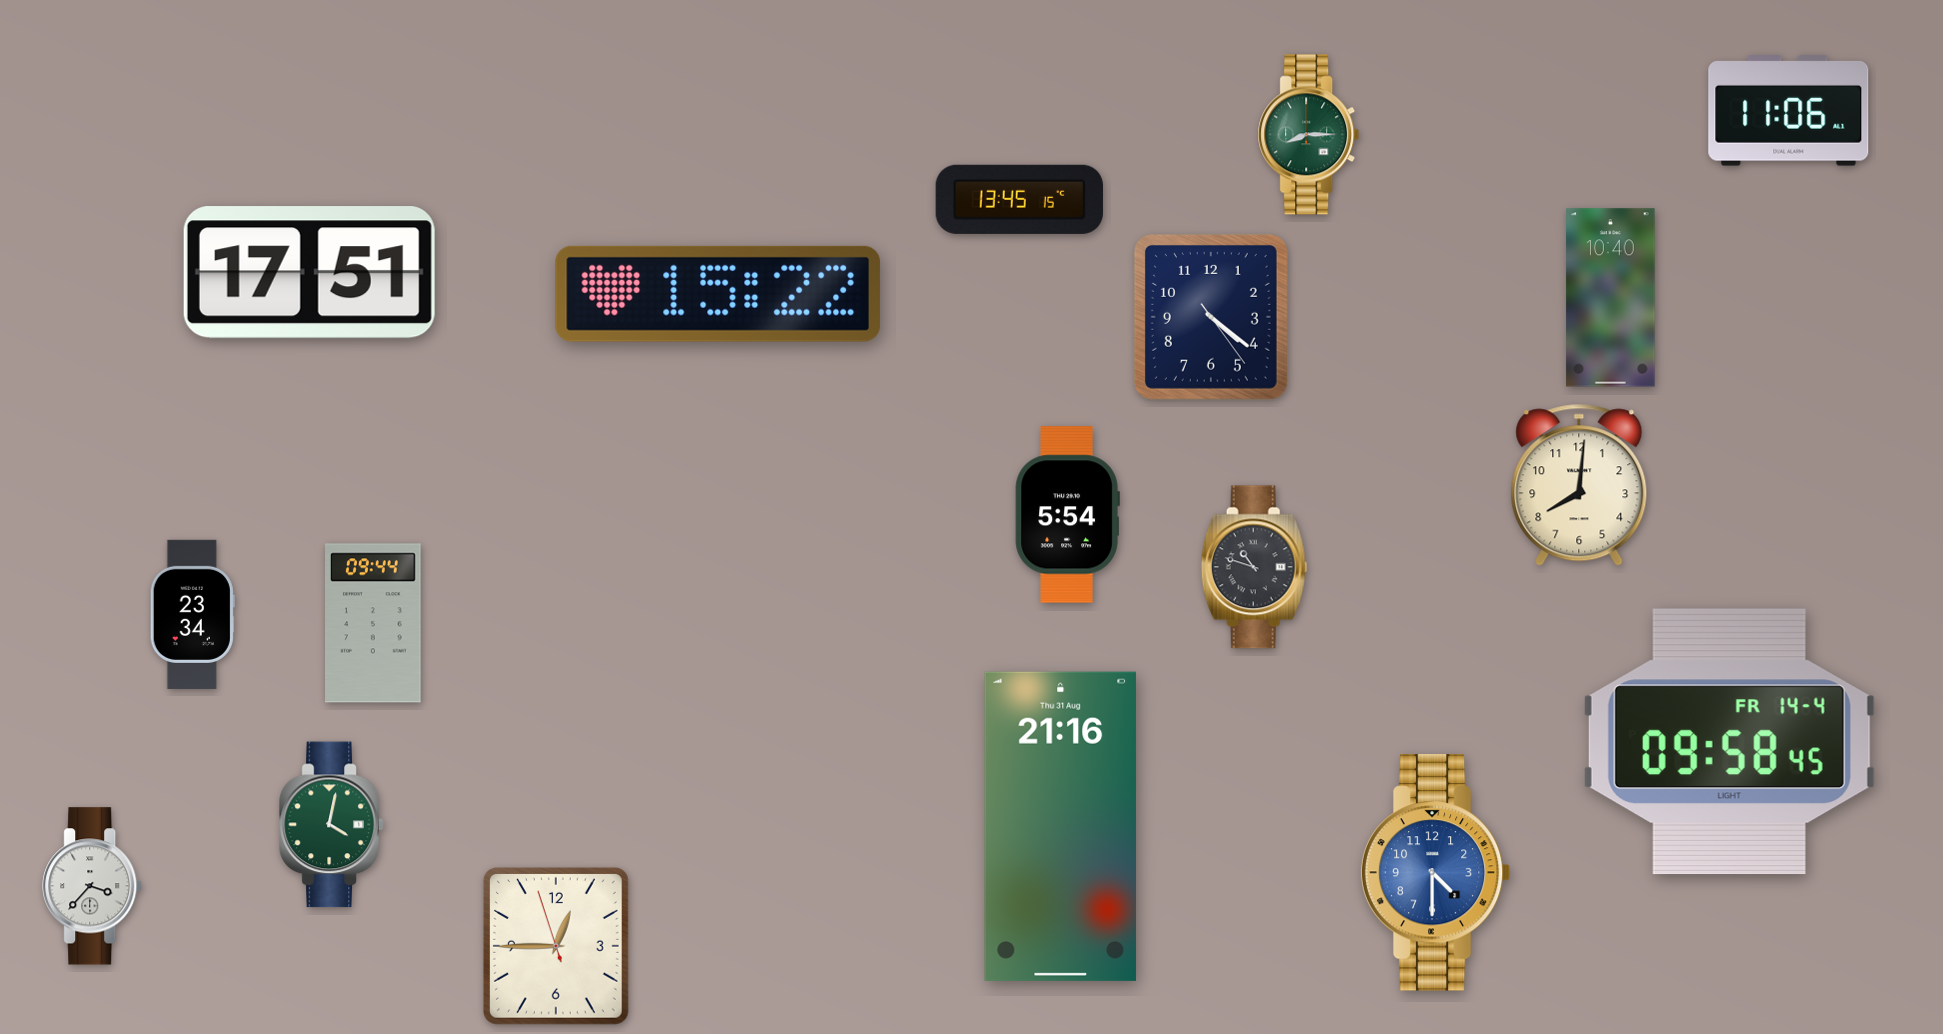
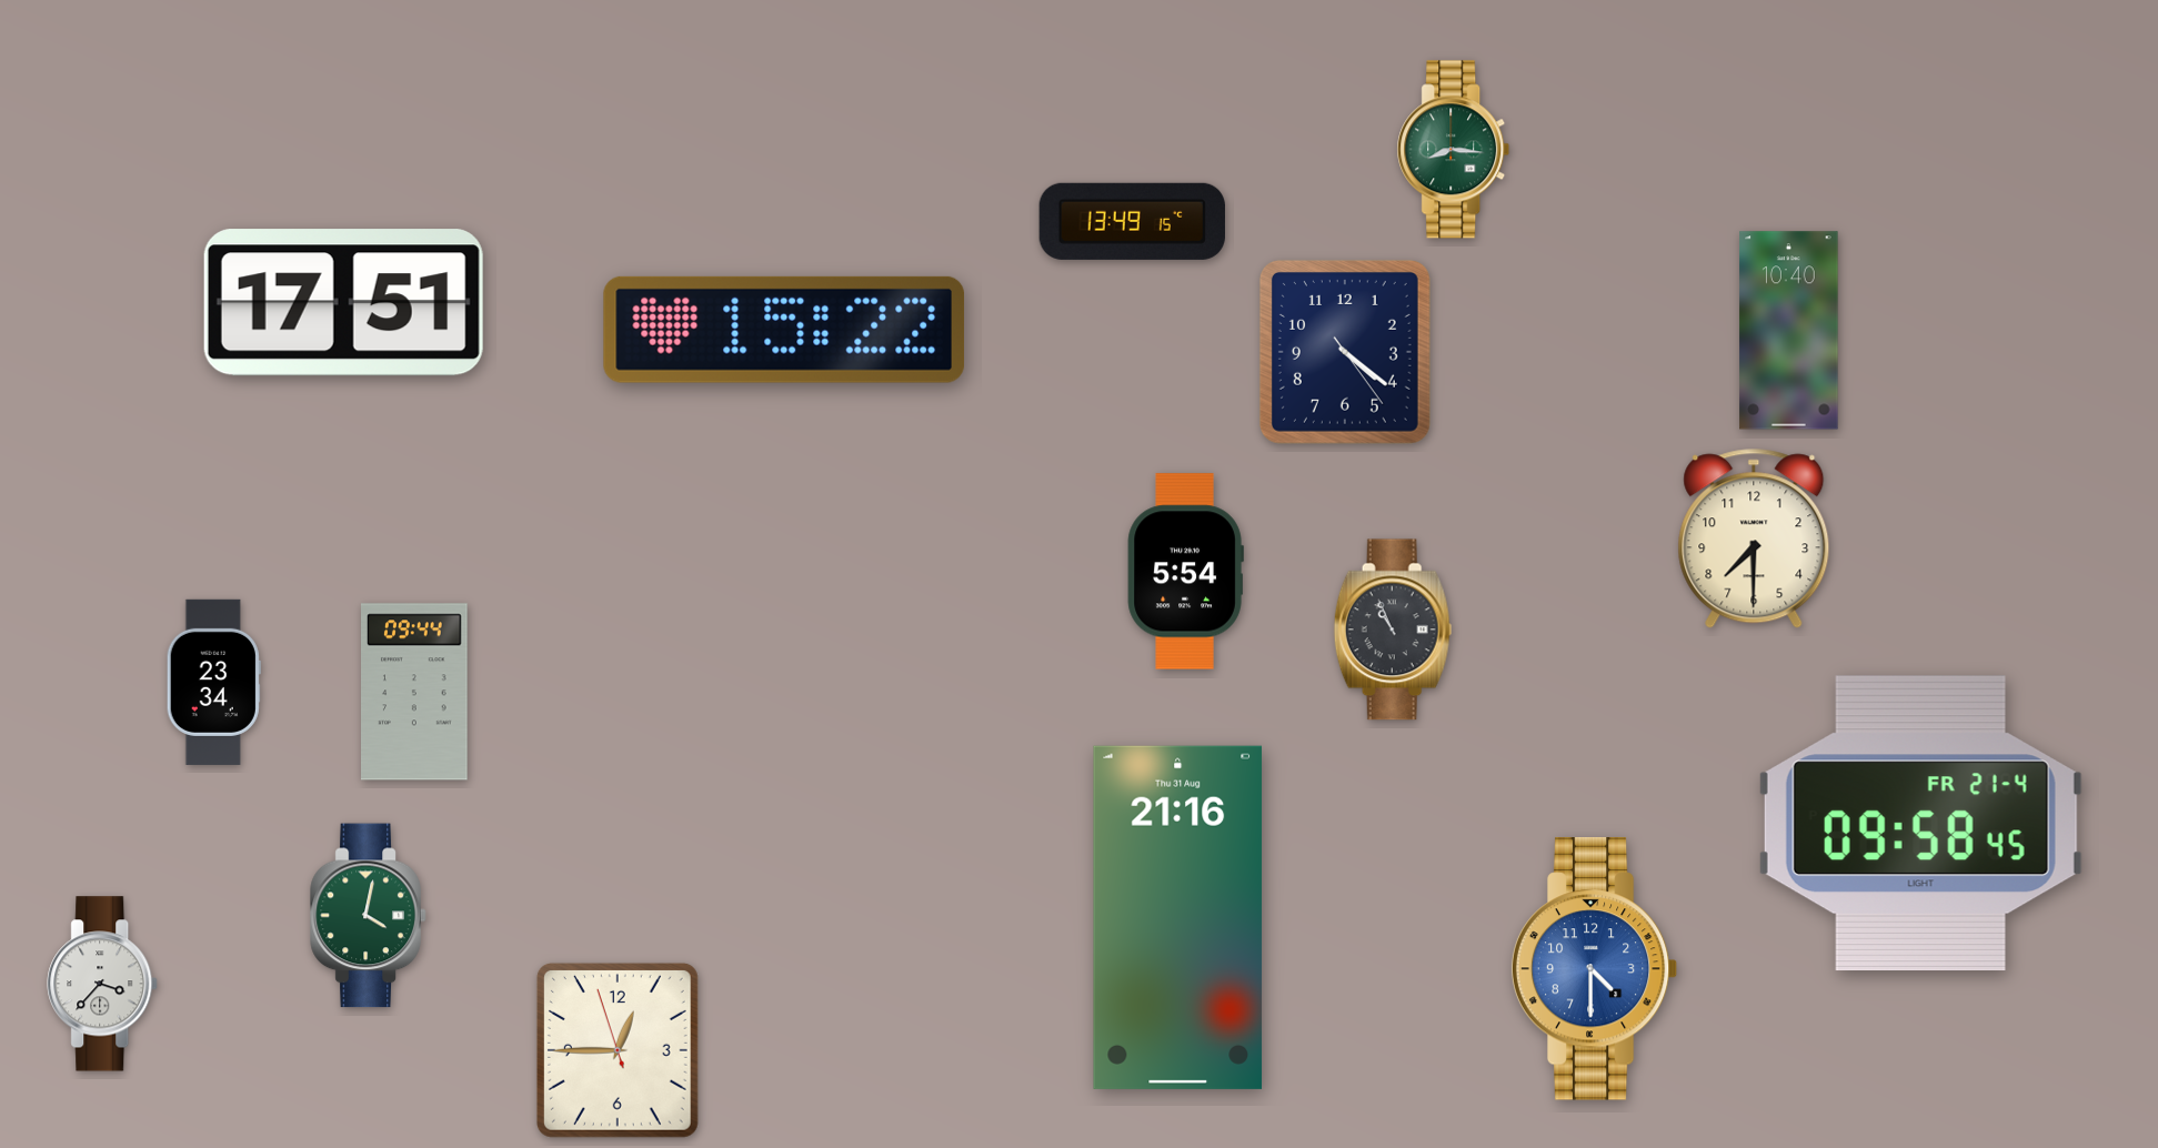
clock at (1789, 111): 11:06 -> none
clock at (1309, 135): 8:15 -> 8:16
clock at (1019, 199): 13:45 -> 13:49
clock at (718, 294) position: (718, 294) -> (784, 330)
clock at (1579, 485): 8:01 -> 7:30
clock at (1254, 567): 10:48 -> 10:56
clock at (1729, 742) date: FR 14-4 -> FR 21-4
